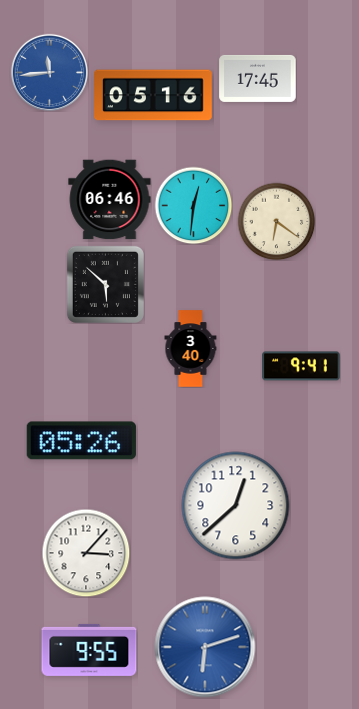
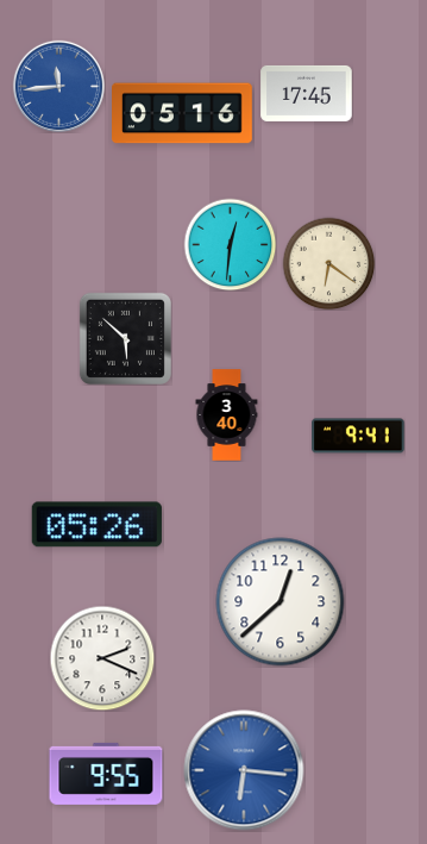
clock at (110, 200): 06:46 -> none
clock at (86, 553): 3:07 -> 2:19
clock at (205, 647): 6:12 -> 6:16
